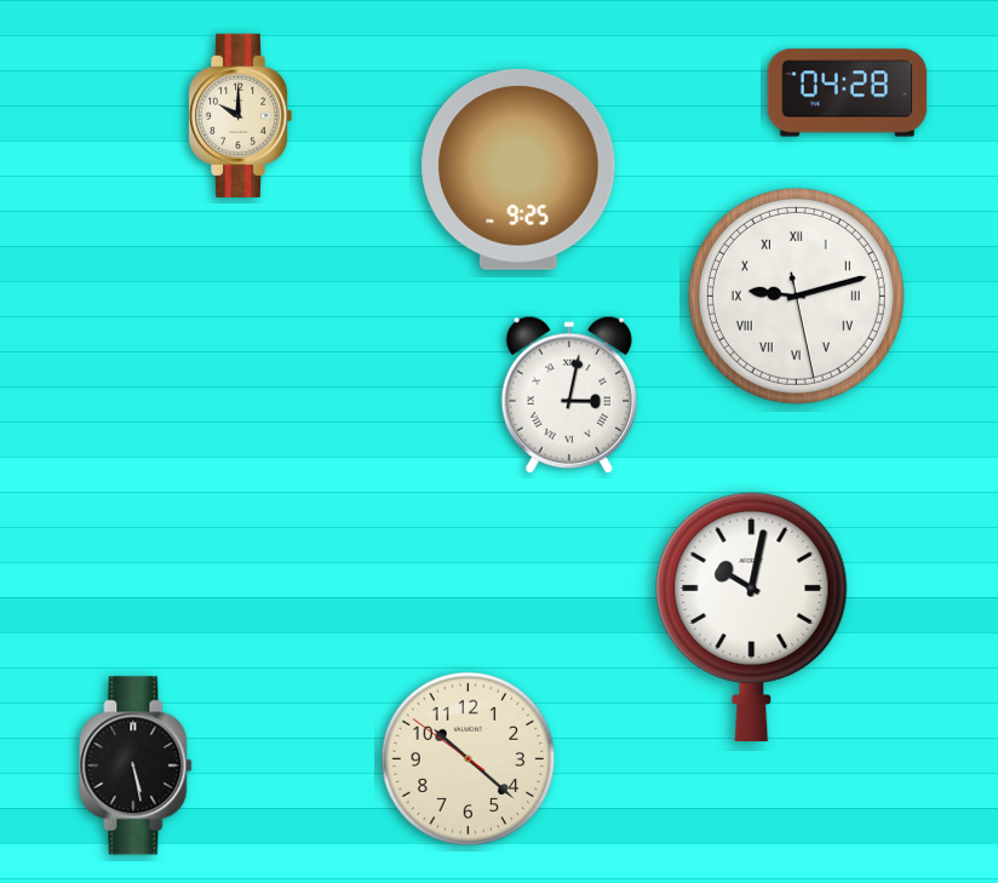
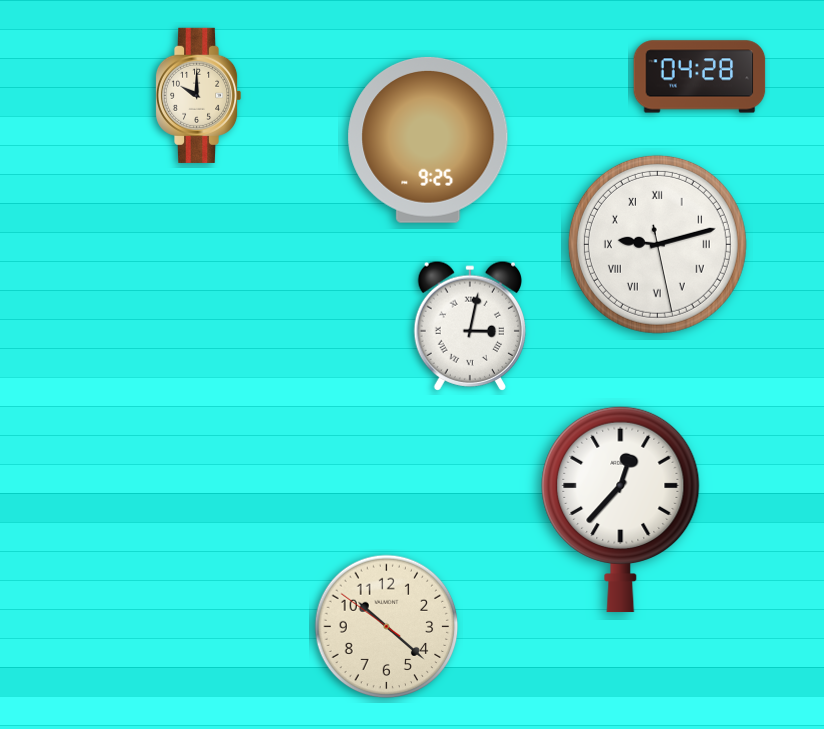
clock at (752, 617): 10:02 -> 12:37
clock at (136, 766): 5:28 -> none
